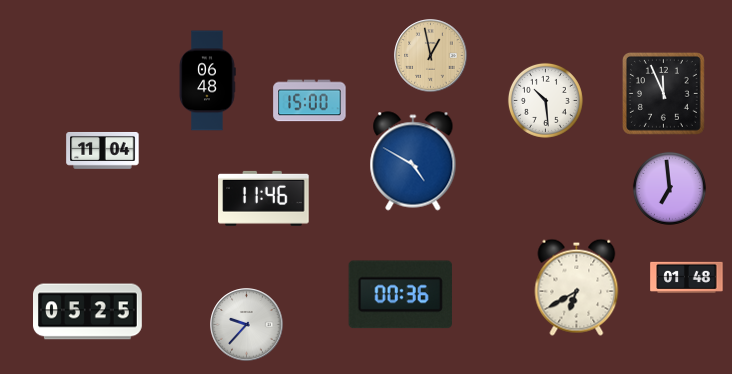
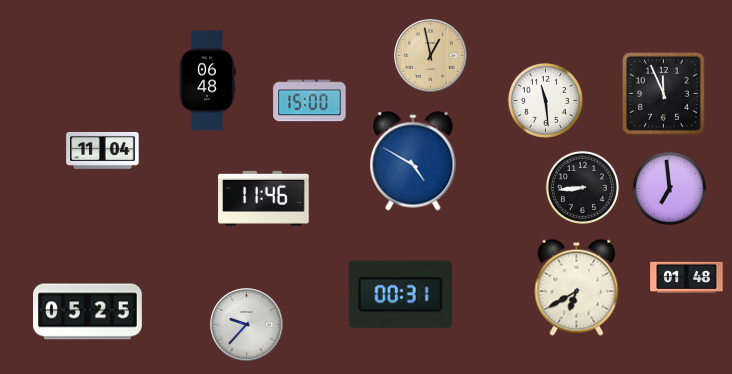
clock at (545, 100): 10:29 -> 11:29
clock at (582, 187): none -> 8:44
clock at (400, 295): 00:36 -> 00:31
